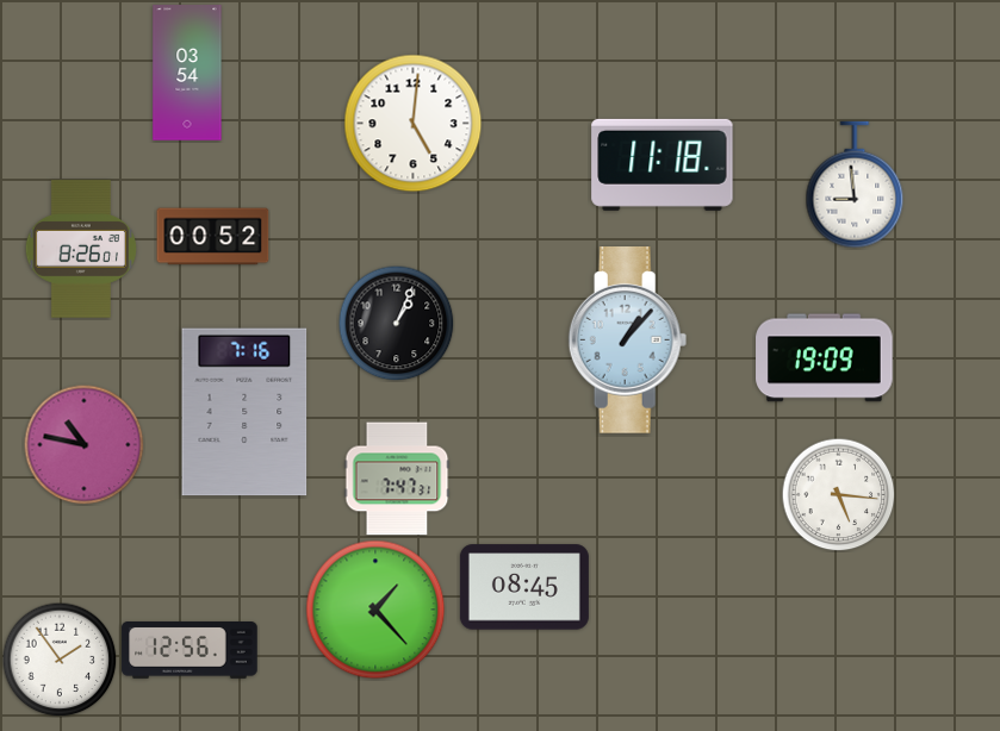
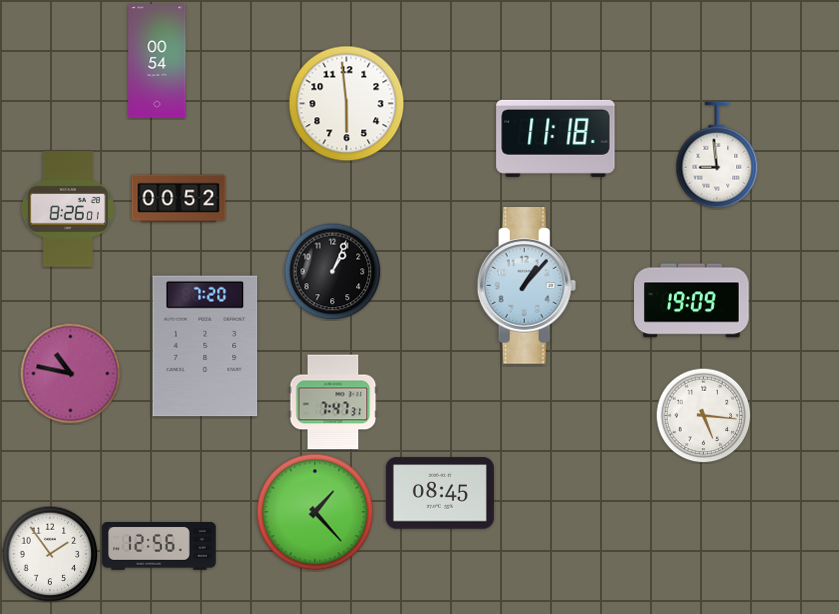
clock at (187, 73): 03:54 -> 00:54
clock at (414, 124): 5:01 -> 5:59
clock at (244, 412): 7:16 -> 7:20
